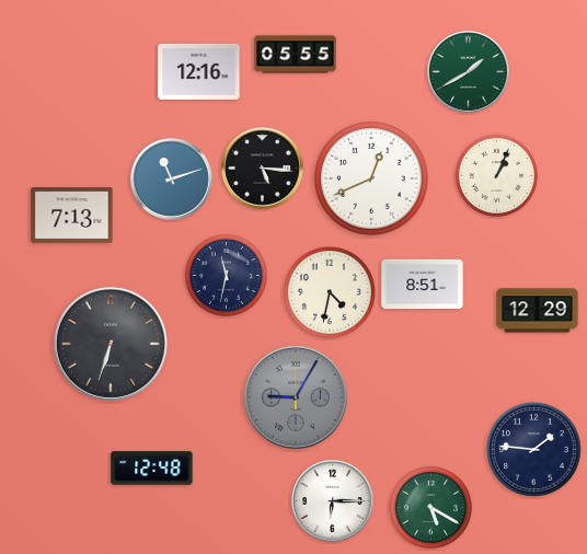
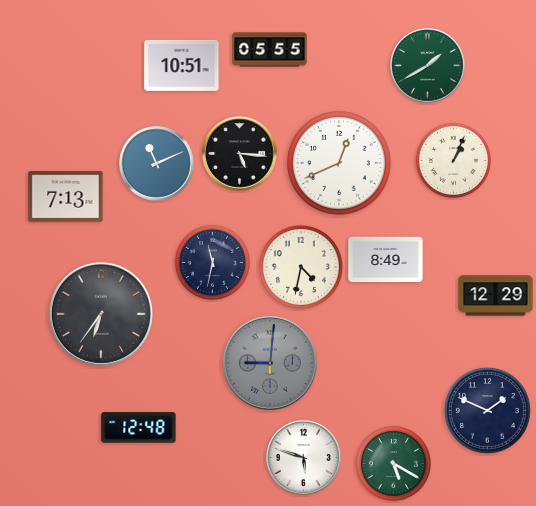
clock at (199, 71): 12:16 -> 10:51
clock at (172, 180): 11:12 -> 11:11
clock at (226, 275) position: (226, 275) -> (212, 262)
clock at (423, 285): 8:51 -> 8:49
clock at (538, 311) position: (538, 311) -> (496, 296)
clock at (111, 344): 6:33 -> 6:36
clock at (296, 397): 9:05 -> 9:01
clock at (533, 449): 1:46 -> 1:49
clock at (333, 501): 6:15 -> 5:48
